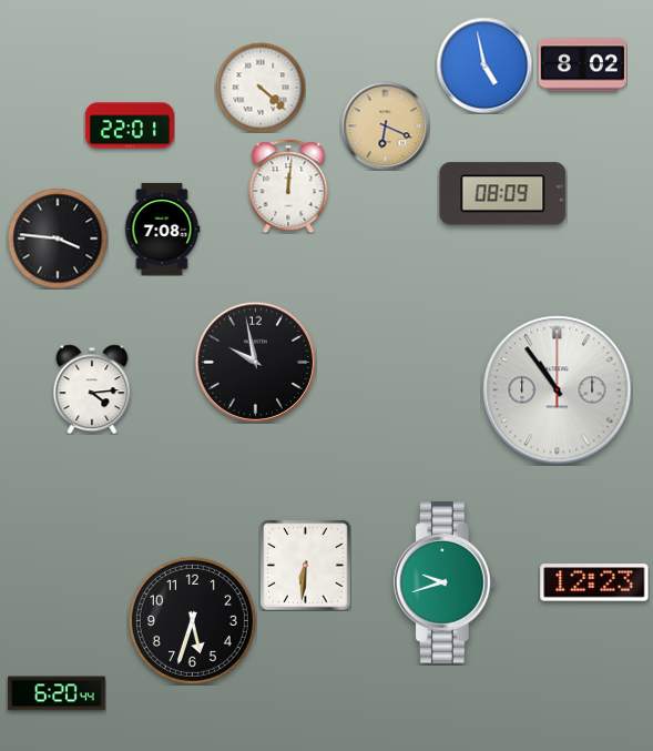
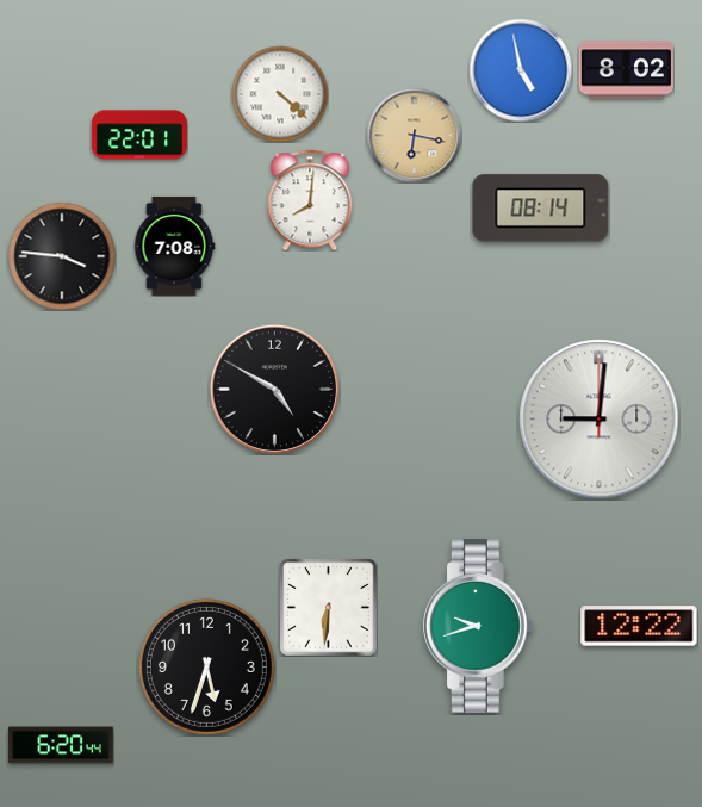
clock at (385, 125): 6:19 -> 6:17
clock at (288, 186): 12:01 -> 8:01
clock at (503, 194): 08:09 -> 08:14
clock at (255, 362): 9:58 -> 4:50
clock at (92, 389): 4:14 -> none
clock at (558, 390): 10:54 -> 9:01
clock at (594, 582): 12:23 -> 12:22
